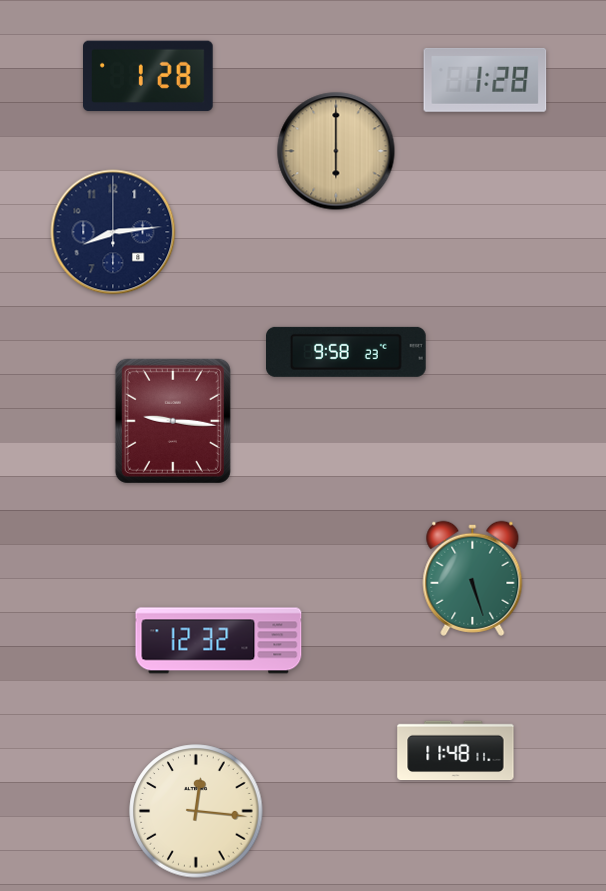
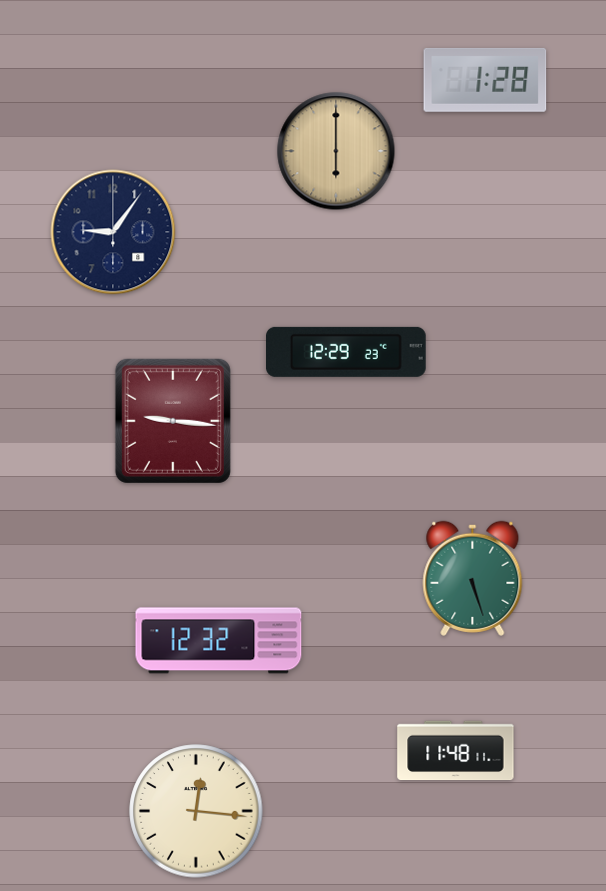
clock at (149, 76): 1:28 -> none
clock at (113, 232): 8:14 -> 9:06
clock at (347, 352): 9:58 -> 12:29
